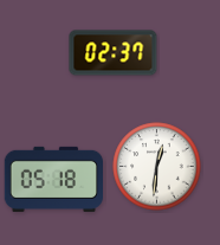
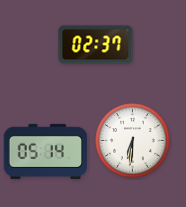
clock at (157, 167): 12:31 -> 6:31
clock at (53, 179): 05:18 -> 05:14
